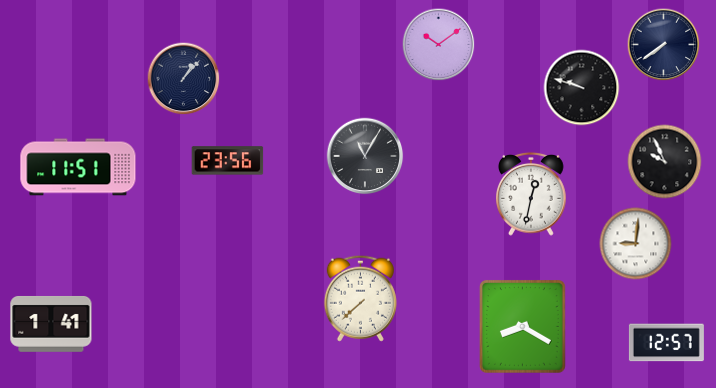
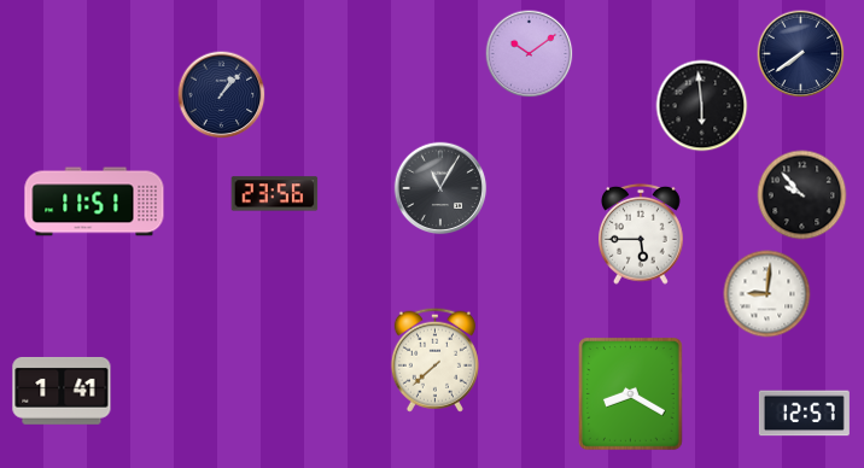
clock at (582, 88): 9:48 -> 5:59
clock at (665, 162): 9:56 -> 9:53
clock at (532, 194): 12:32 -> 5:45
